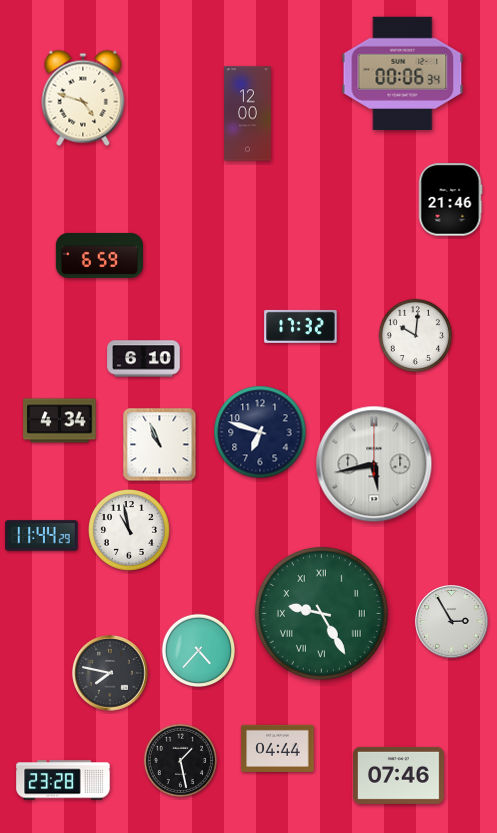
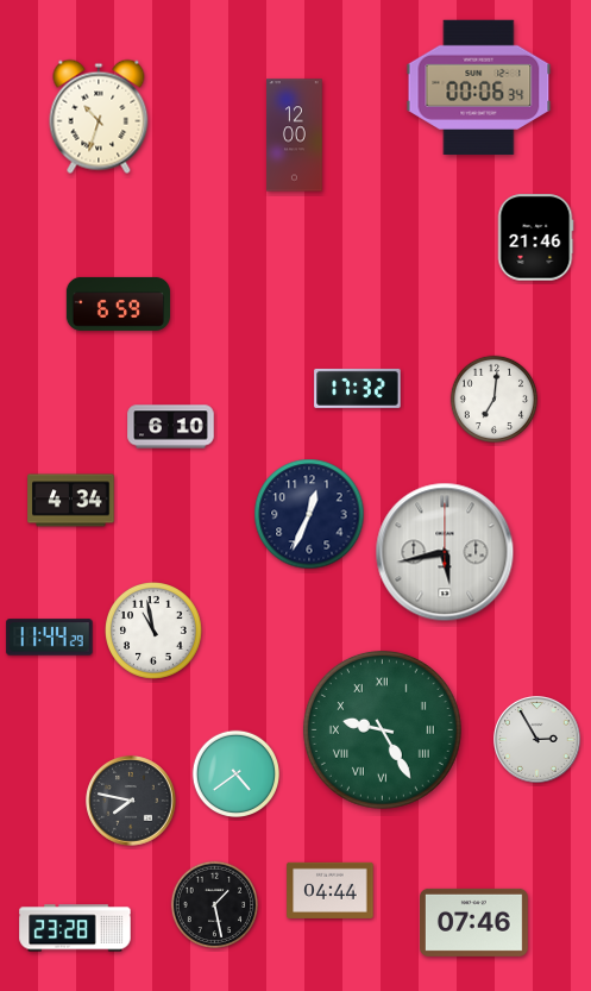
clock at (83, 98): 4:48 -> 10:33
clock at (415, 335): 10:01 -> 7:01
clock at (260, 432): 6:48 -> 12:34
clock at (160, 445): 10:56 -> none
clock at (198, 650): 4:37 -> 4:39
